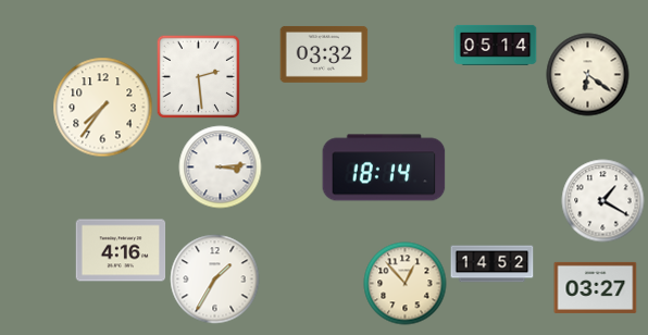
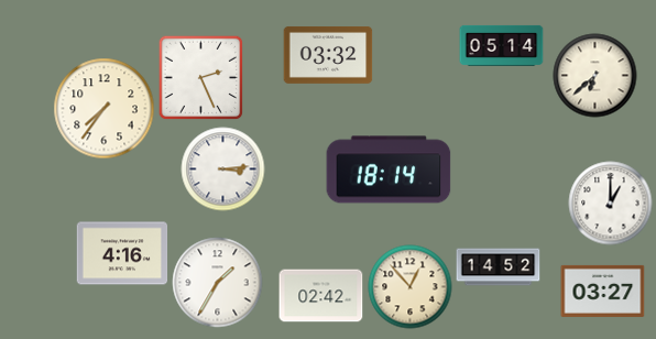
clock at (588, 75): 6:21 -> 6:38
clock at (198, 76): 2:29 -> 2:26
clock at (603, 201): 1:20 -> 1:00
clock at (321, 296): none -> 02:42
